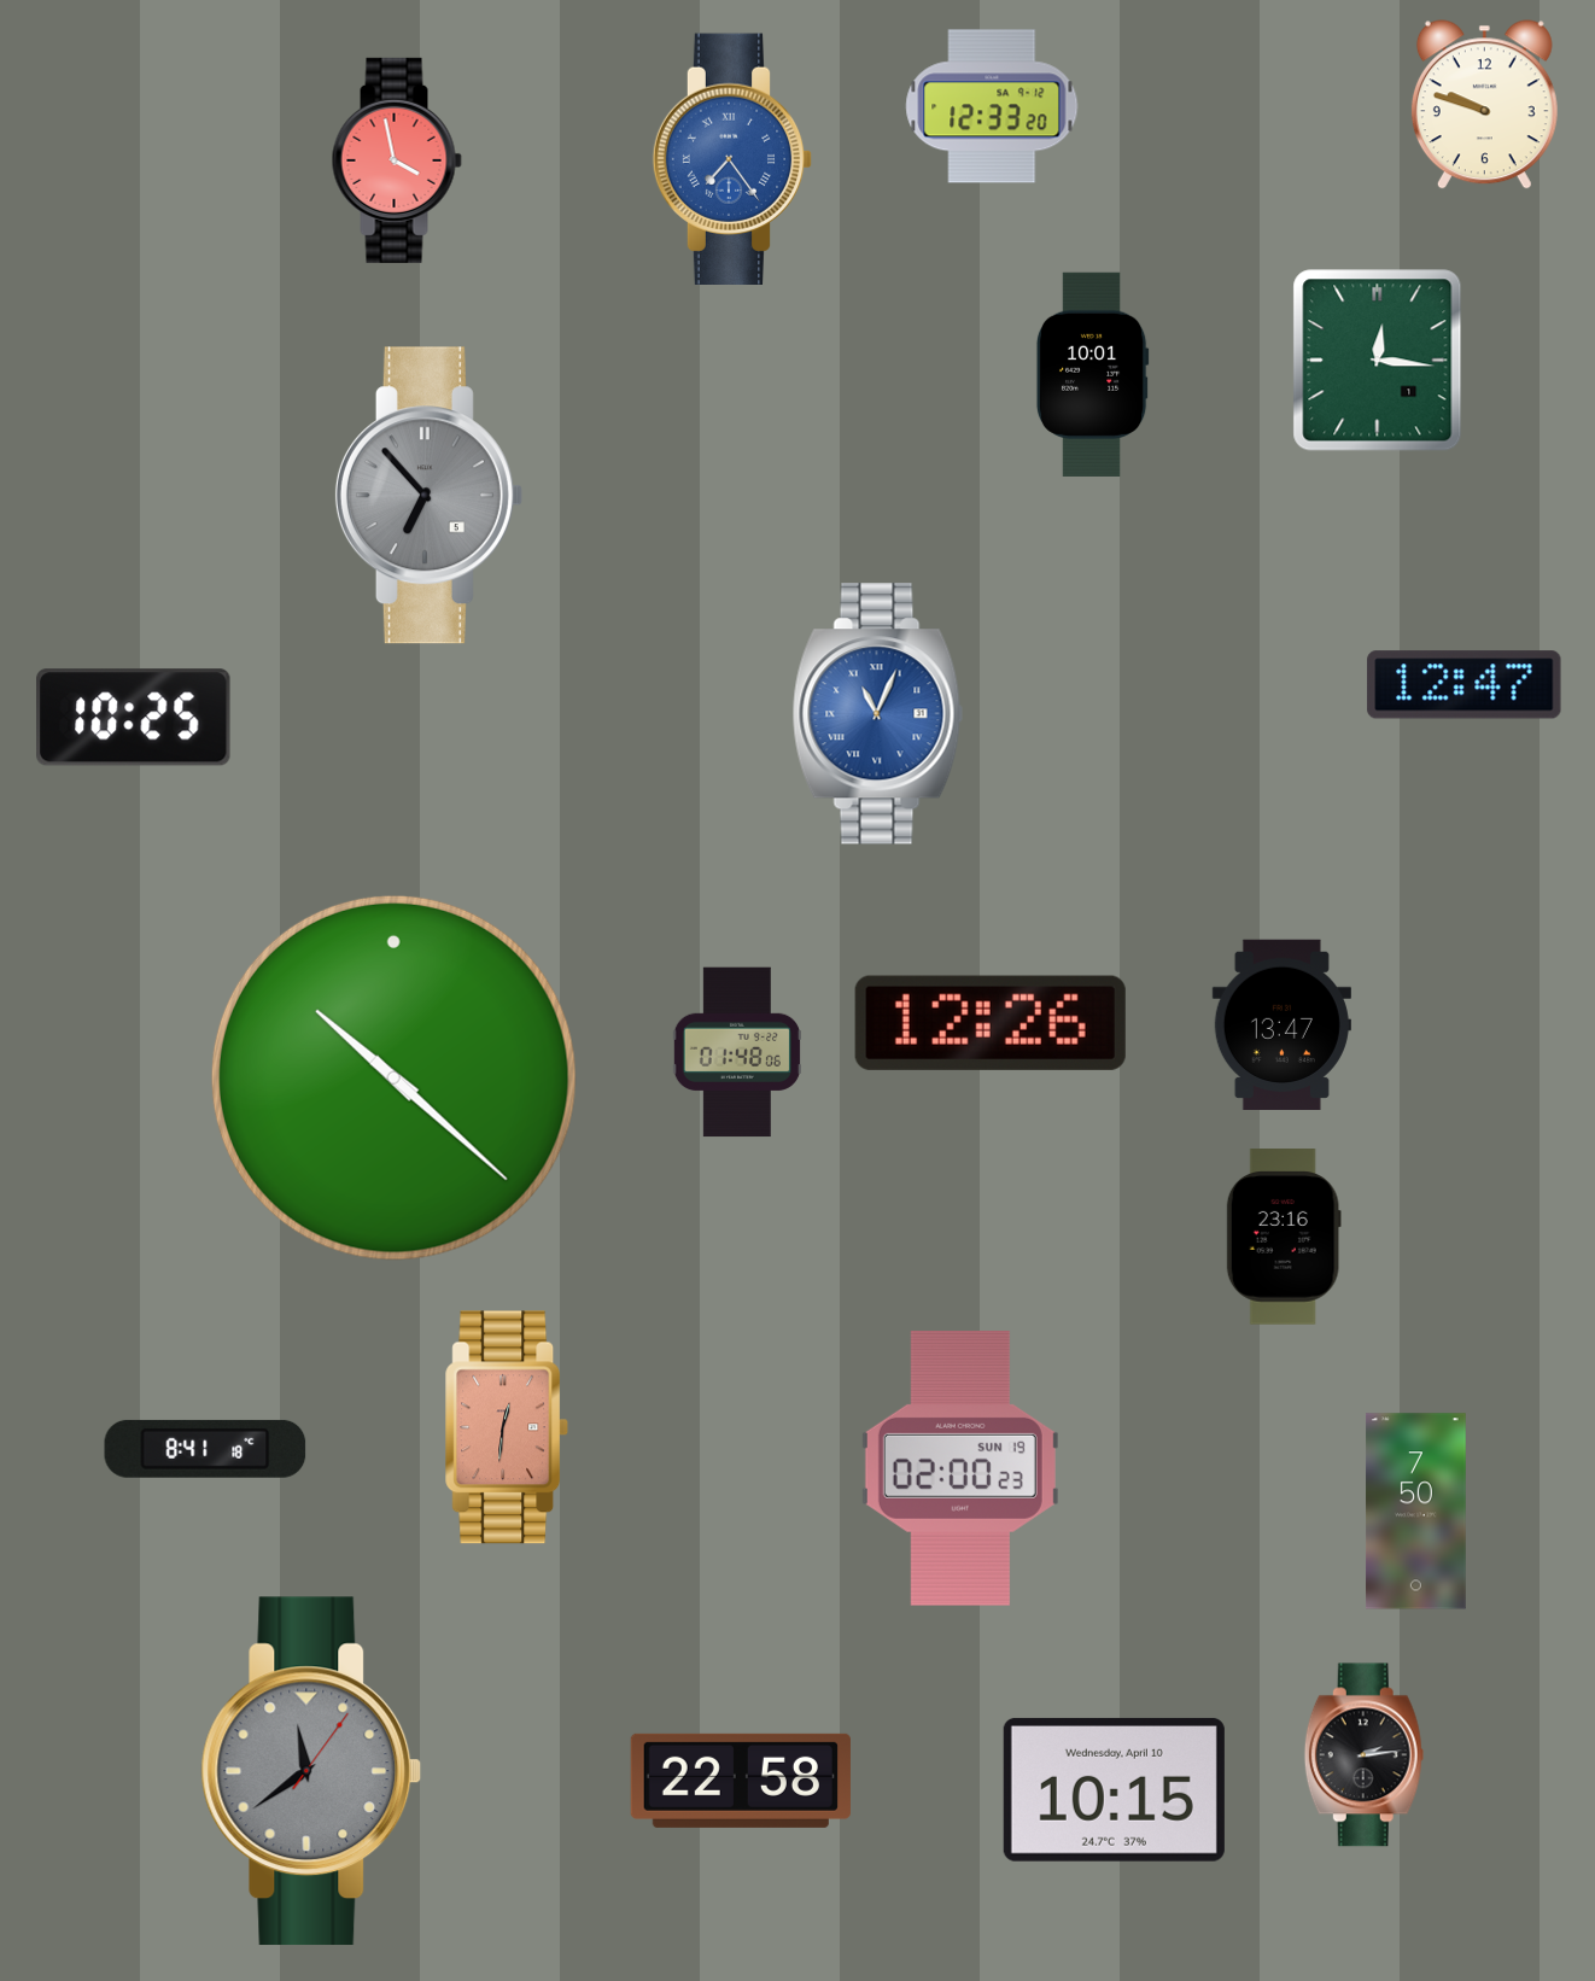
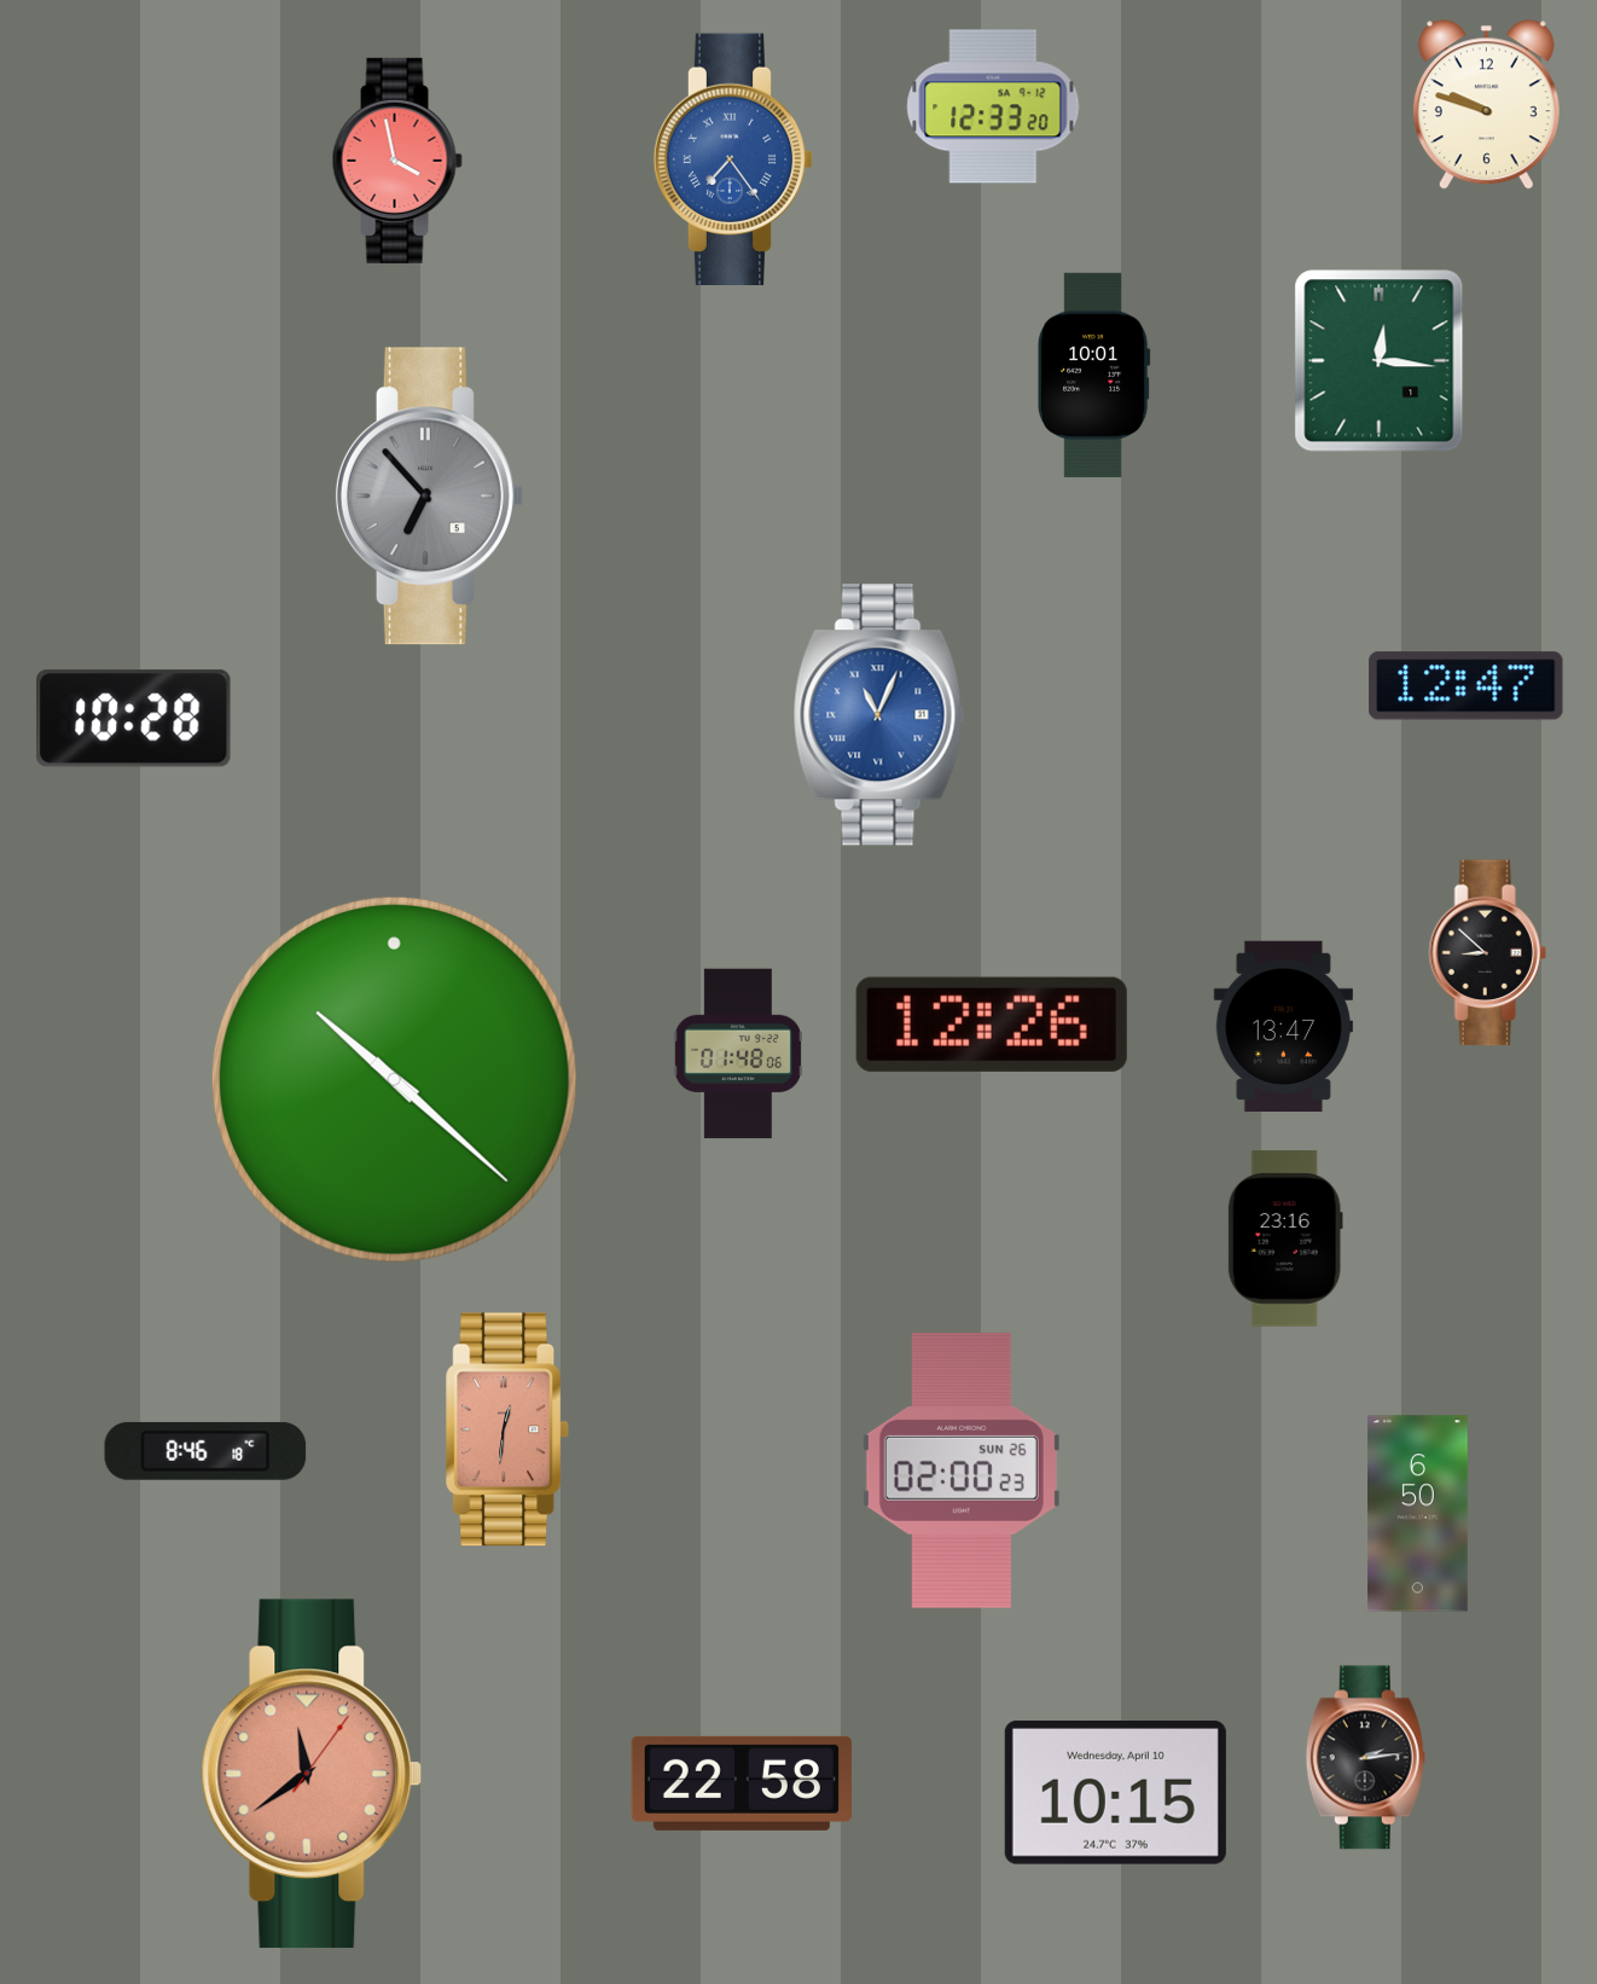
clock at (134, 718): 10:25 -> 10:28
clock at (1487, 953): none -> 8:52
clock at (205, 1449): 8:41 -> 8:46
clock at (960, 1468) date: SUN 19 -> SUN 26
clock at (1416, 1512): 7:50 -> 6:50
clock at (311, 1771) dial: grey -> salmon
